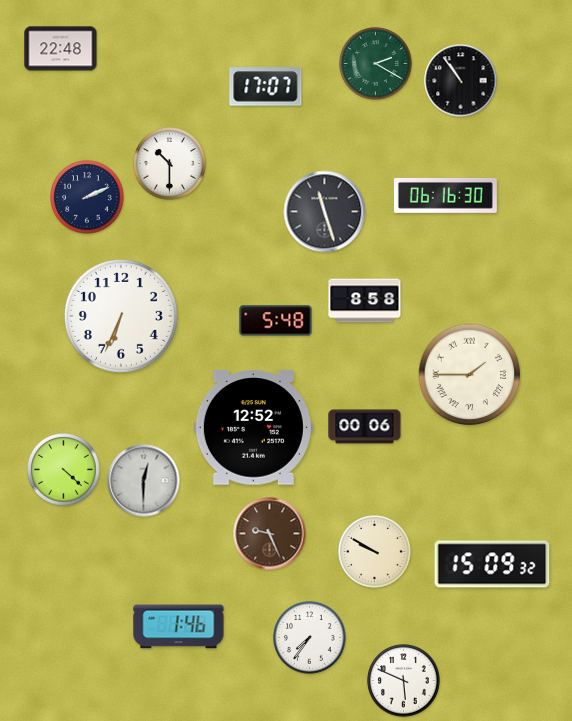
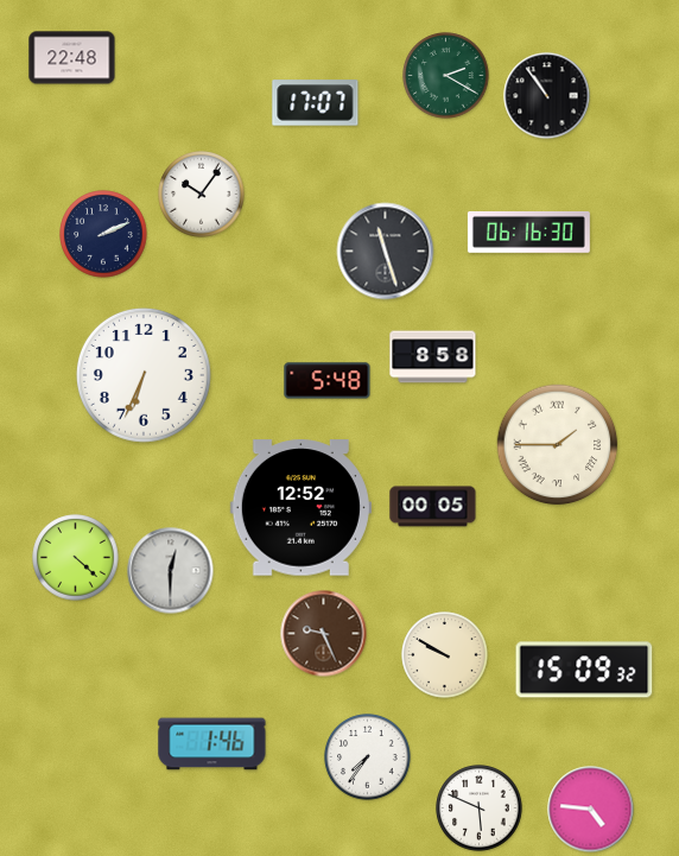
clock at (170, 164): 10:30 -> 10:06
clock at (365, 427): 00:06 -> 00:05
clock at (270, 534) position: (270, 534) -> (324, 634)
clock at (591, 810): none -> 4:46
